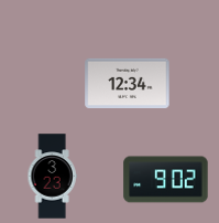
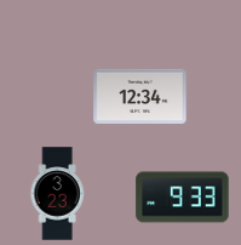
clock at (128, 83) position: (128, 83) -> (140, 96)
clock at (166, 180): 9:02 -> 9:33
